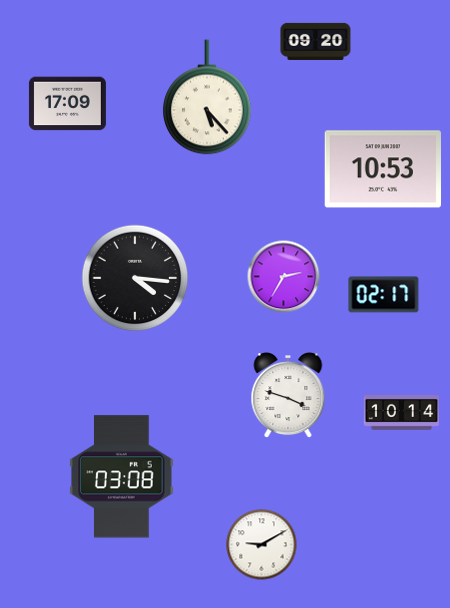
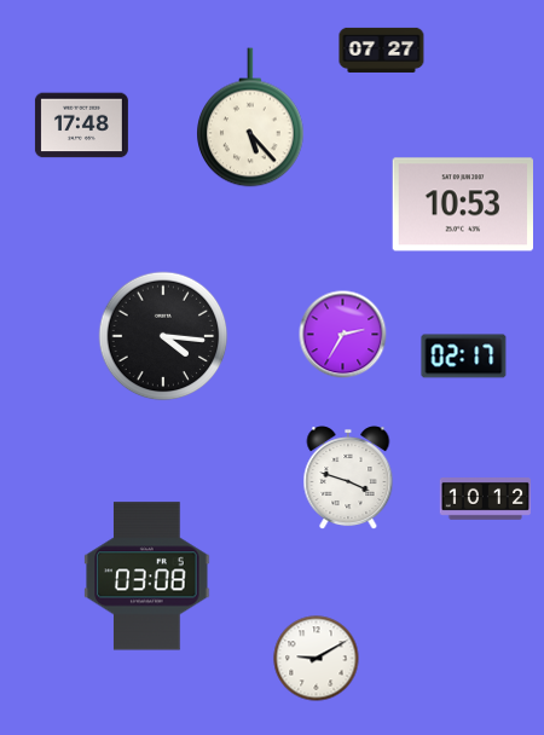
clock at (316, 41): 09:20 -> 07:27
clock at (67, 104): 17:09 -> 17:48
clock at (401, 413): 10:14 -> 10:12
